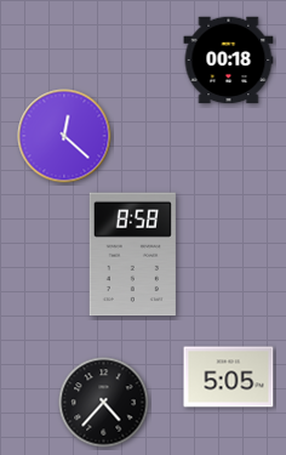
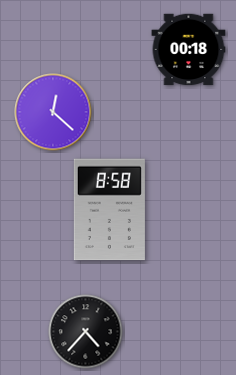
clock at (229, 377): 5:05 -> none
